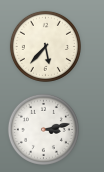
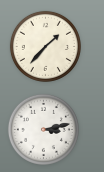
clock at (45, 46): 5:37 -> 1:37
